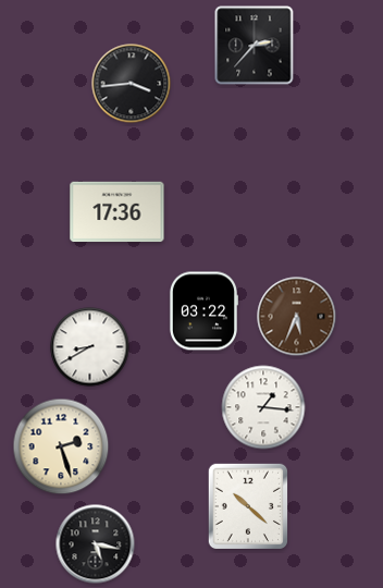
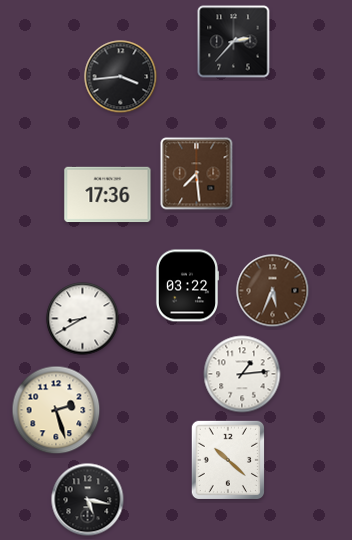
clock at (197, 174): none -> 7:29
clock at (263, 407): 1:16 -> 1:14
clock at (247, 505) position: (247, 505) -> (227, 459)
